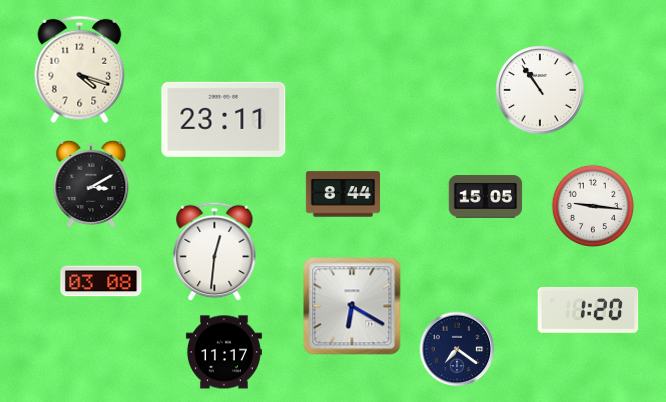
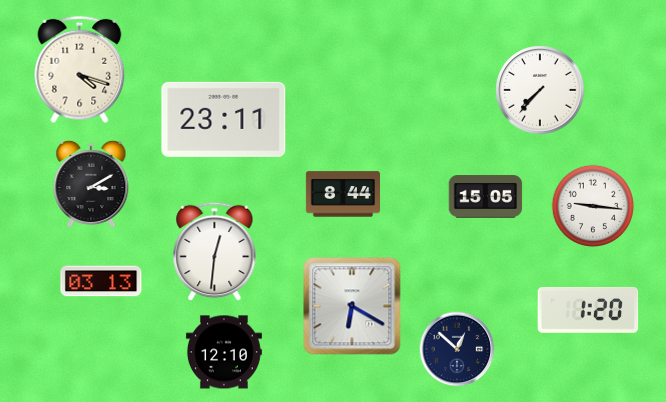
clock at (540, 90): 10:54 -> 7:37
clock at (101, 281): 03:08 -> 03:13
clock at (457, 349): 7:21 -> 12:52
clock at (224, 352): 11:17 -> 12:10
